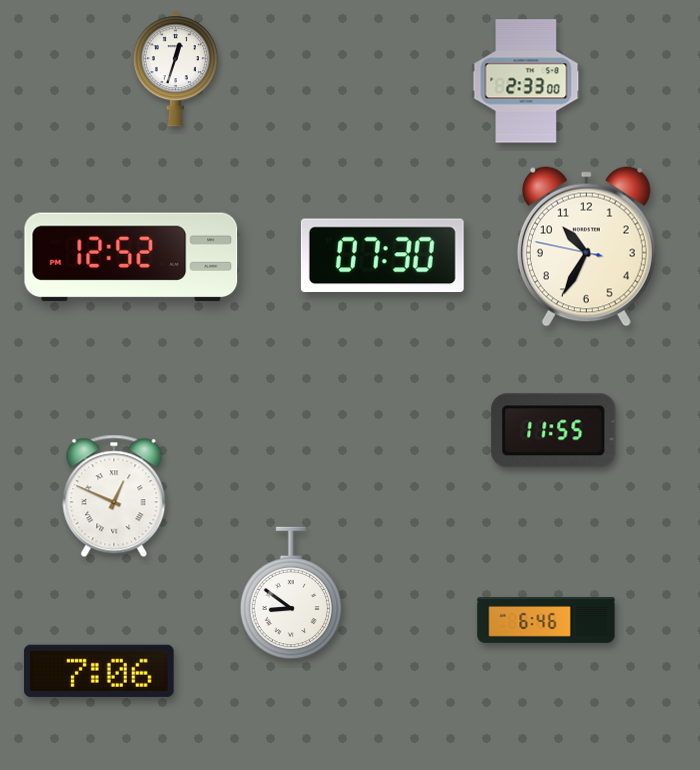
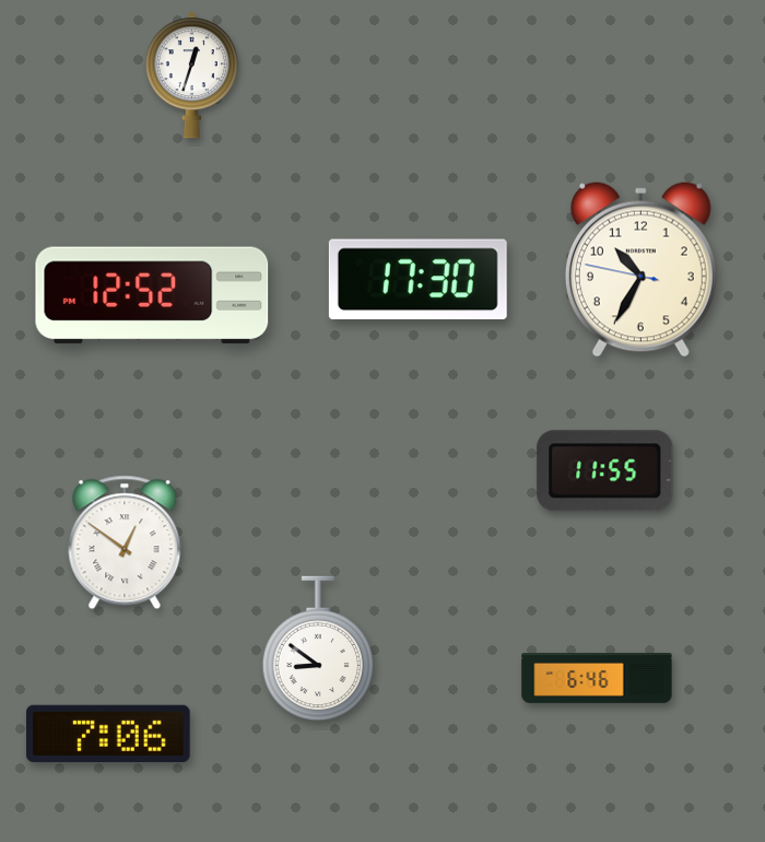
clock at (526, 81): 2:33 -> none
clock at (382, 256): 07:30 -> 17:30
clock at (131, 257) position: (131, 257) -> (152, 295)
clock at (114, 496): 12:49 -> 12:51
